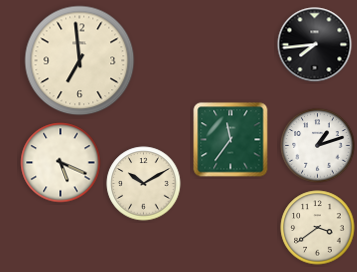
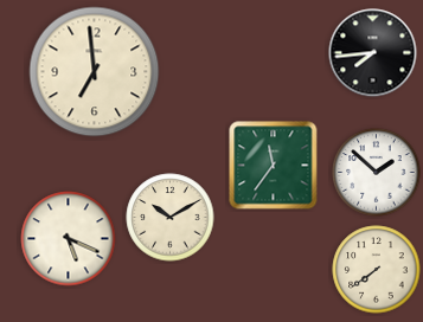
clock at (318, 146): 1:12 -> 1:52
clock at (61, 163) position: (61, 163) -> (69, 239)
clock at (318, 228): 3:39 -> 7:39
